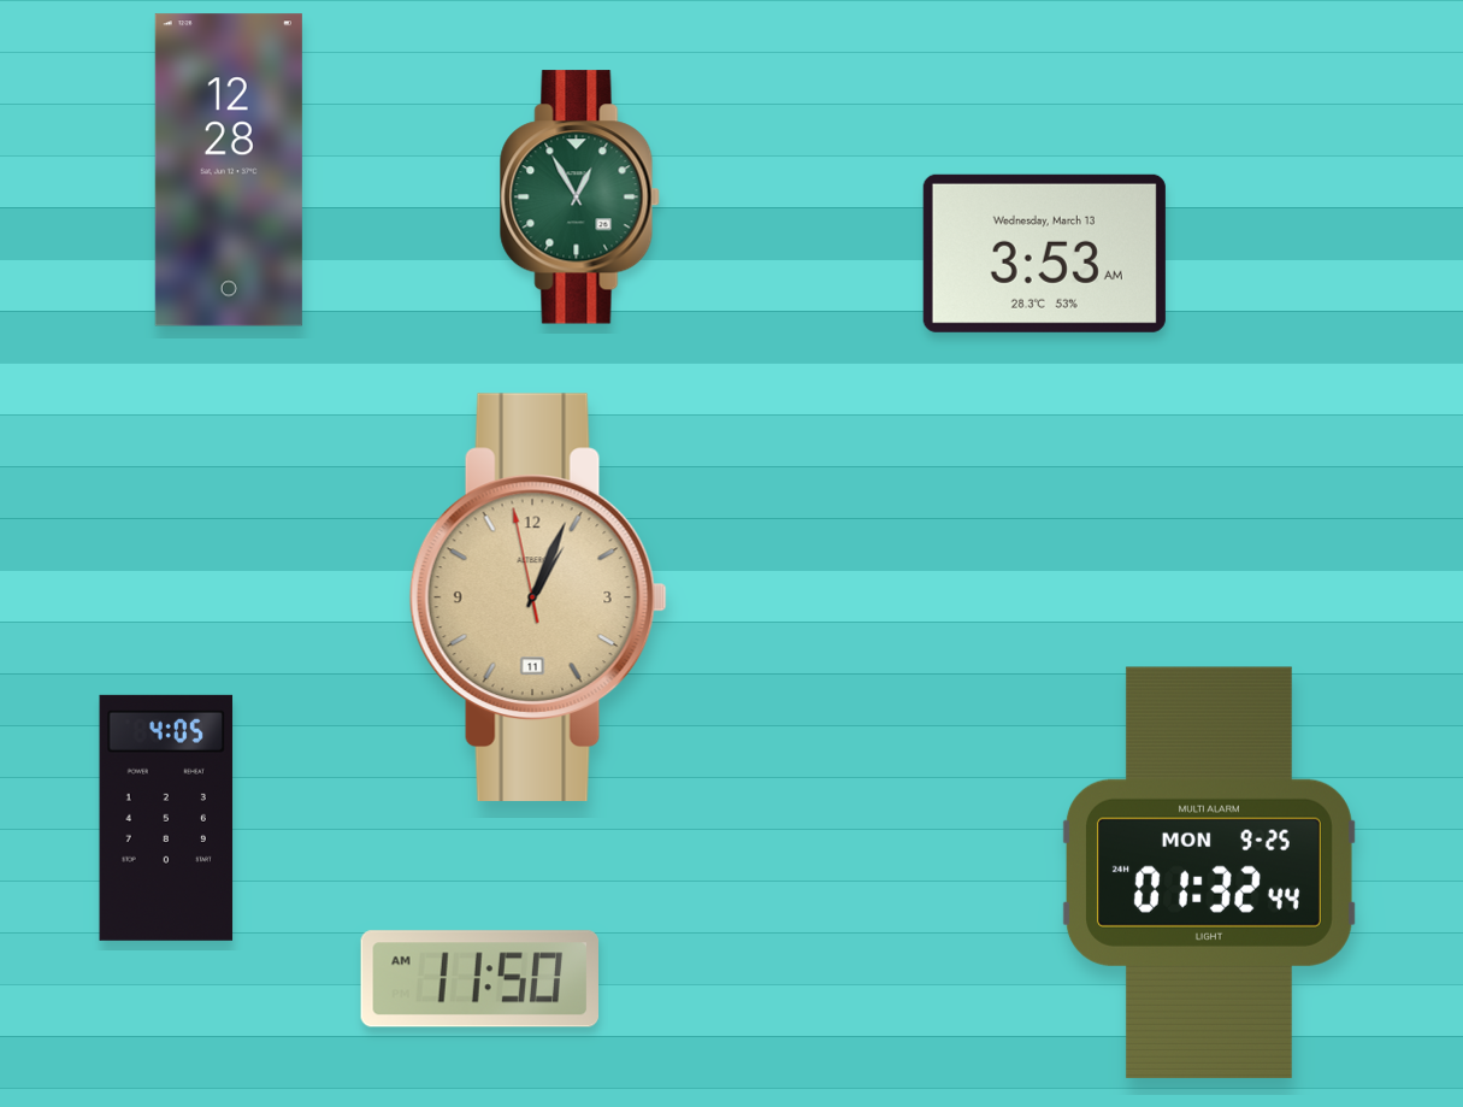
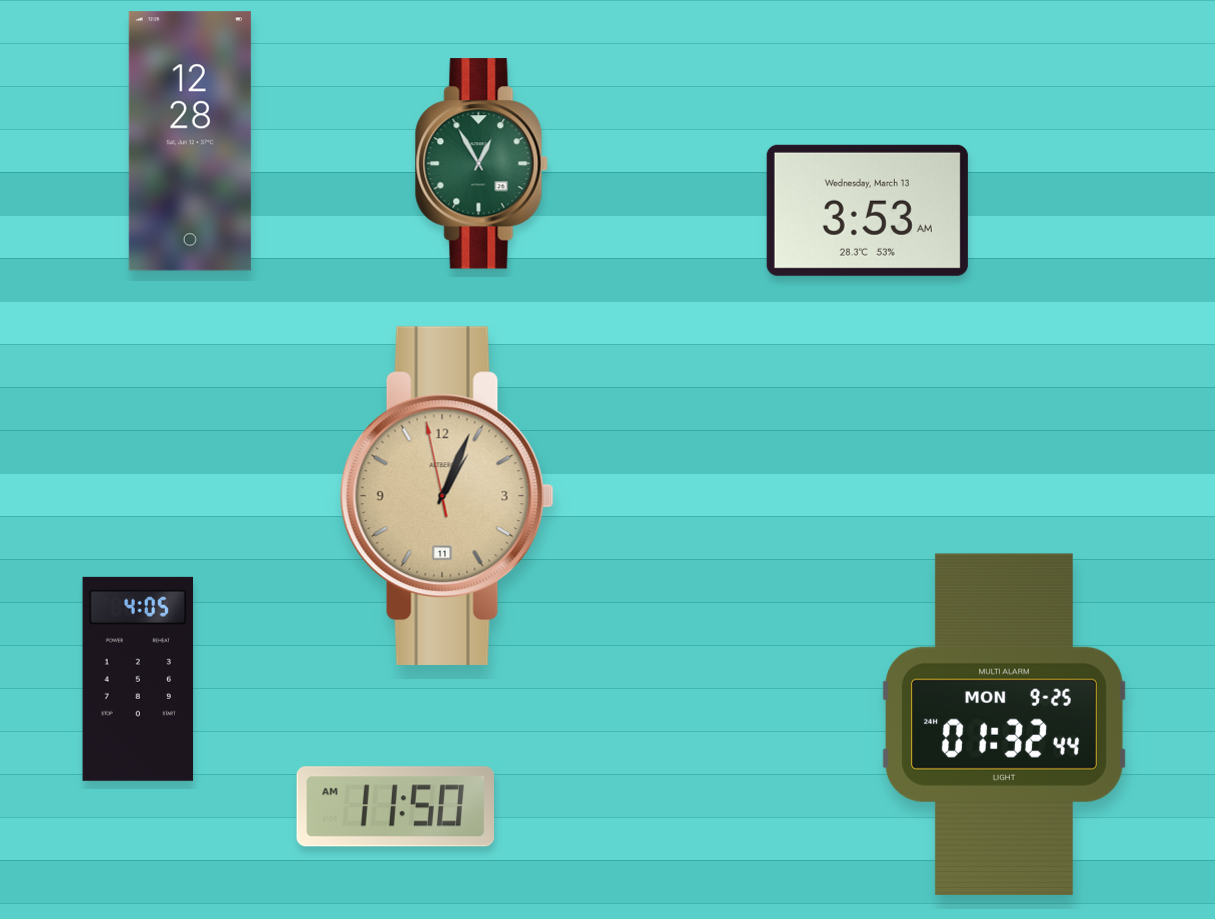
clock at (480, 979) position: (480, 979) -> (396, 807)
